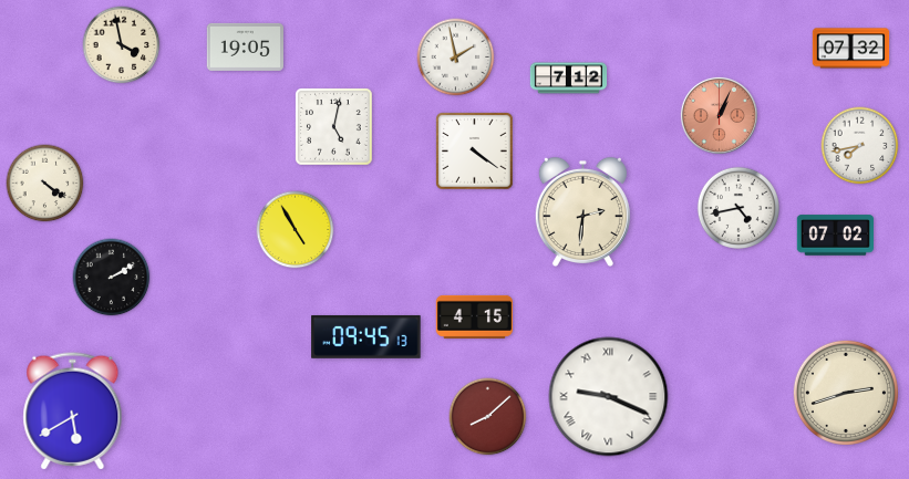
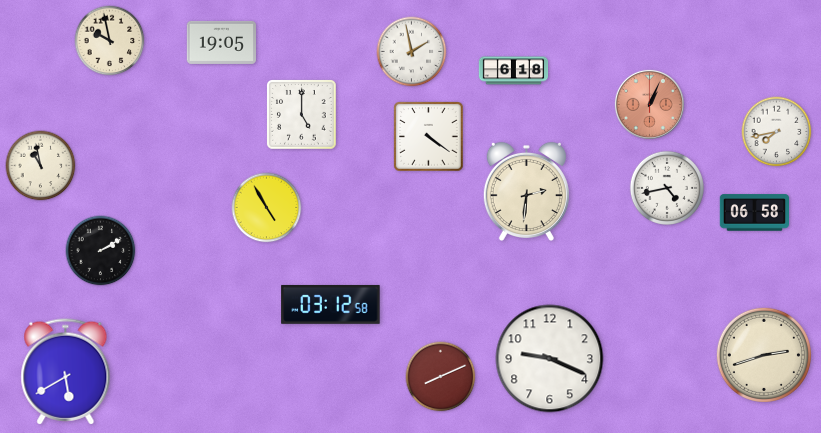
clock at (122, 45): 3:58 -> 9:58
clock at (851, 49): 07:32 -> none
clock at (569, 79): 7:12 -> 6:18
clock at (334, 127): 5:02 -> 5:00
clock at (45, 184): 4:21 -> 10:58
clock at (835, 236): 07:02 -> 06:58
clock at (474, 316): 4:15 -> none
clock at (366, 336): 09:45 -> 03:12
clock at (609, 397) numerals: Roman -> Arabic
clock at (488, 417): 8:08 -> 8:11
